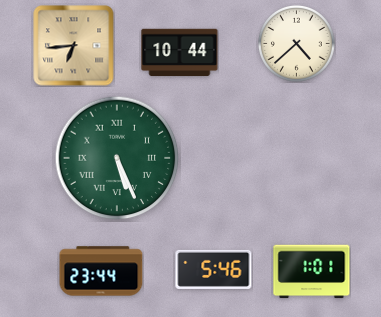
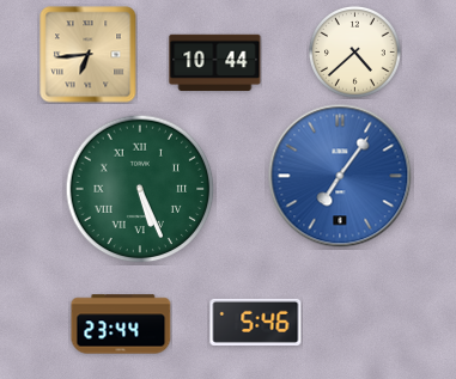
clock at (340, 176): none -> 7:06
clock at (312, 272): 1:01 -> none
